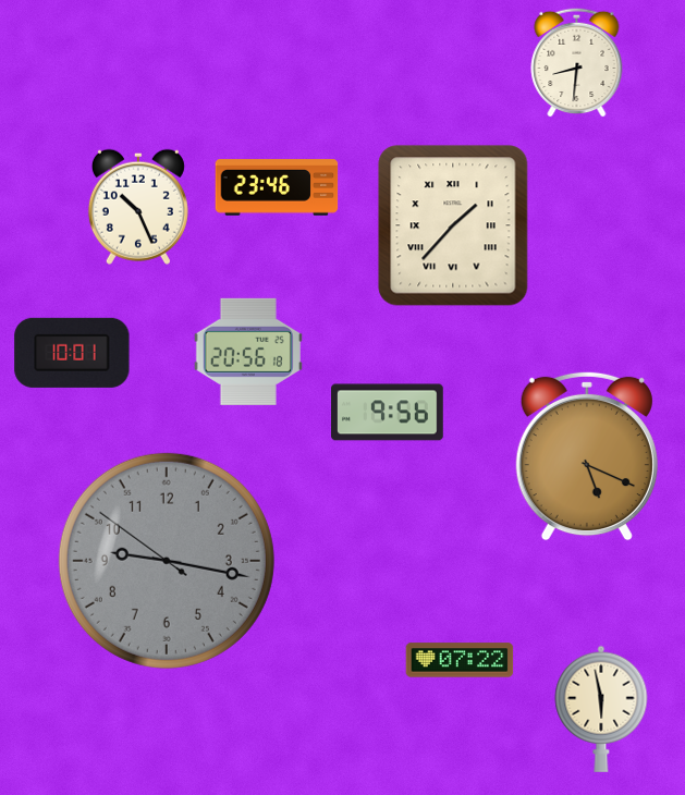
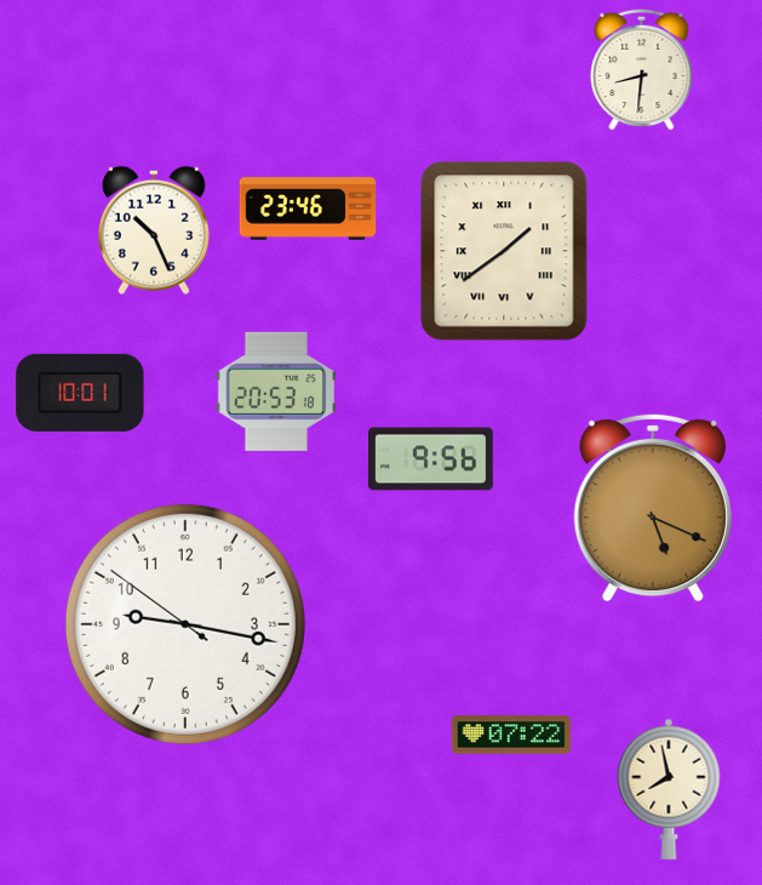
clock at (453, 225): 1:37 -> 1:39
clock at (248, 352): 20:56 -> 20:53
clock at (167, 561) dial: grey -> white
clock at (601, 709): 5:58 -> 7:58
